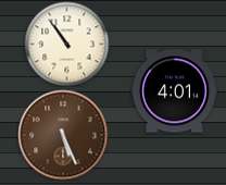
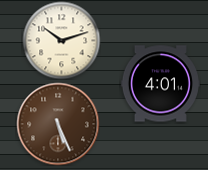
clock at (66, 44): 10:54 -> 10:12
